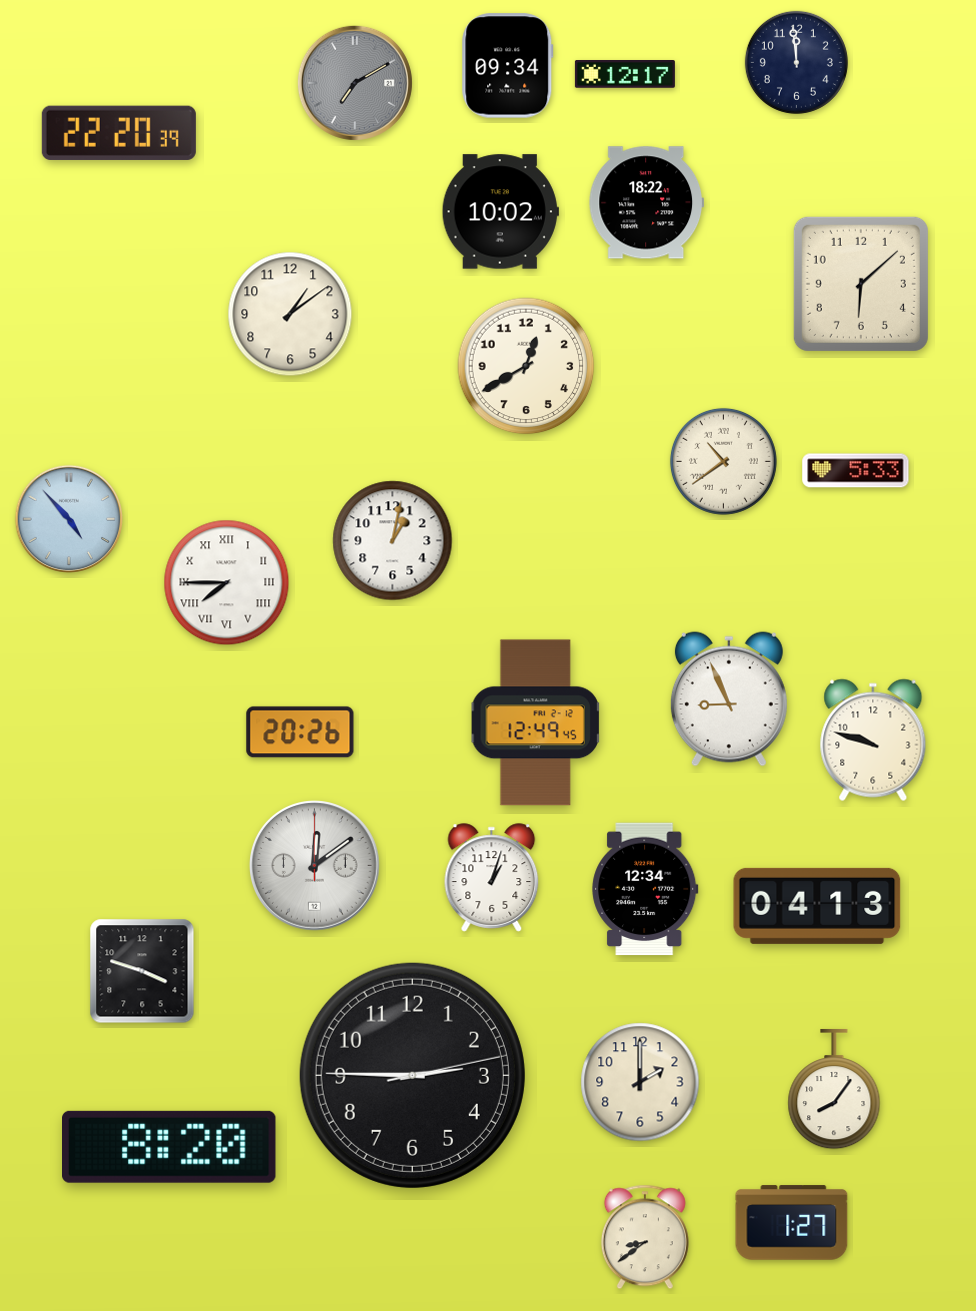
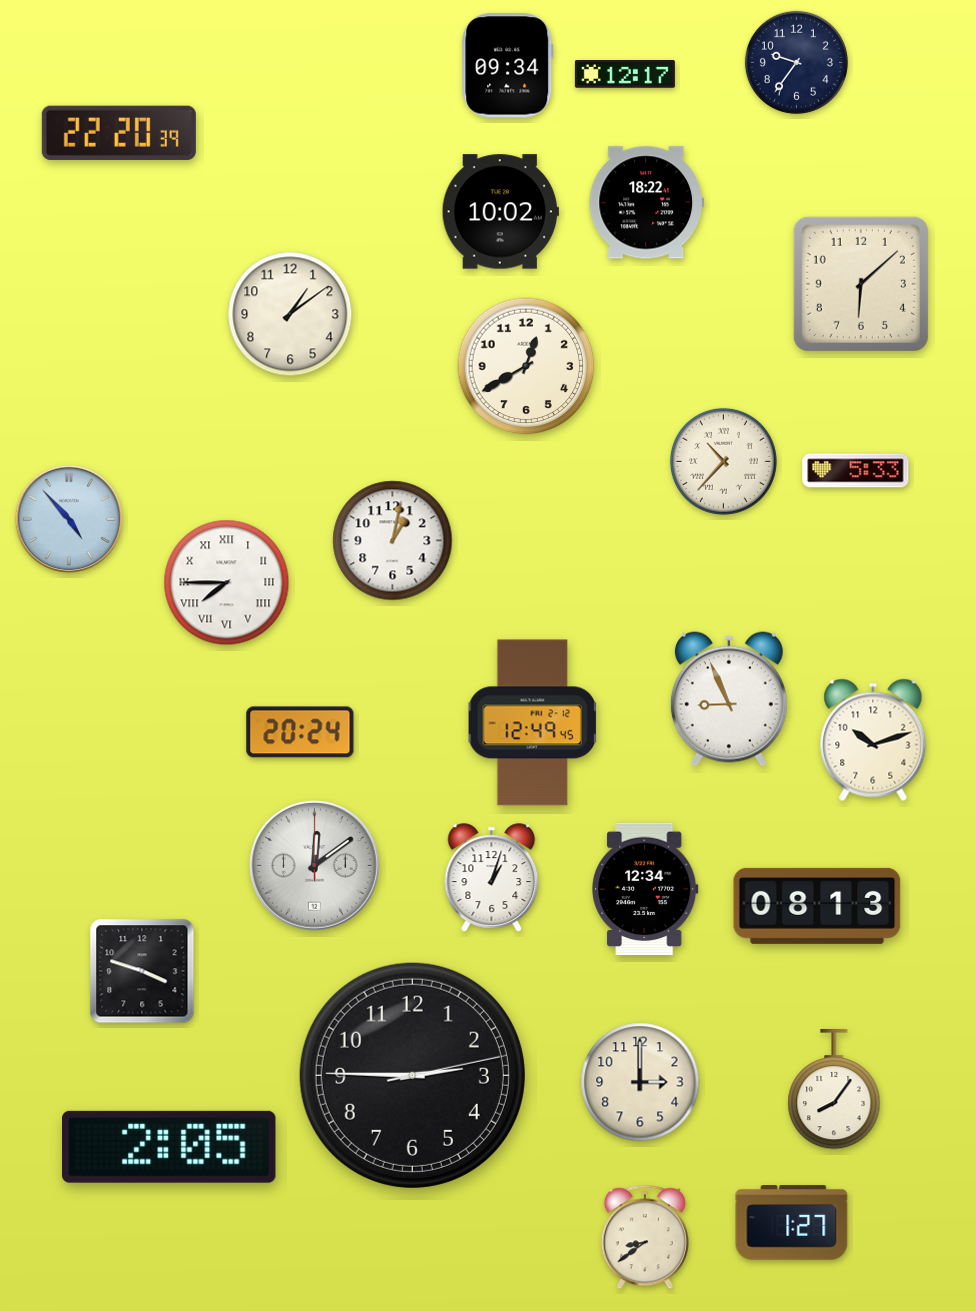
clock at (796, 62): 11:59 -> 9:36
clock at (355, 83): 7:10 -> none
clock at (723, 461): 10:39 -> 10:37
clock at (535, 723) position: (535, 723) -> (532, 723)
clock at (300, 732): 20:26 -> 20:24
clock at (873, 740): 9:48 -> 10:12
clock at (817, 906): 04:13 -> 08:13
clock at (640, 1082): 2:00 -> 3:00
clock at (170, 1147): 8:20 -> 2:05
